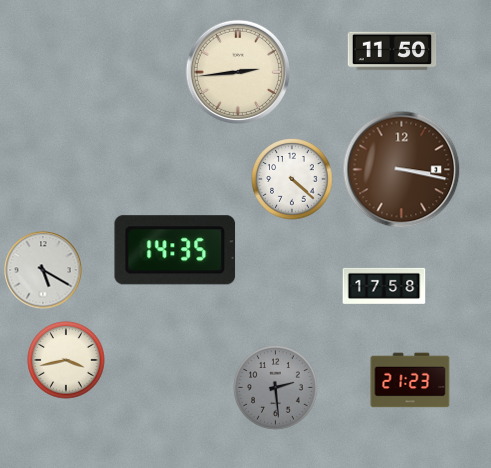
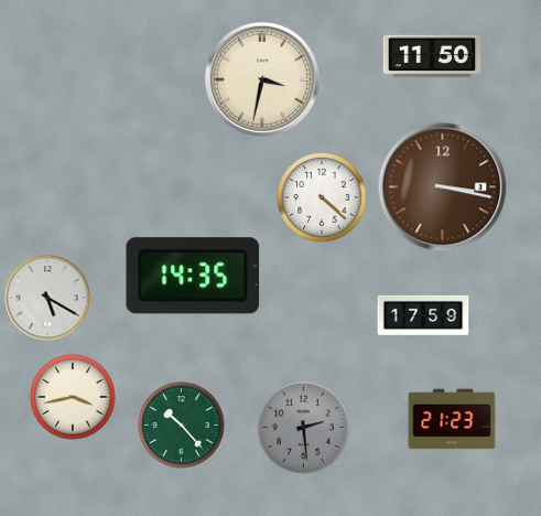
clock at (237, 71): 2:44 -> 3:32
clock at (384, 286): 17:58 -> 17:59
clock at (182, 426): none -> 10:23
